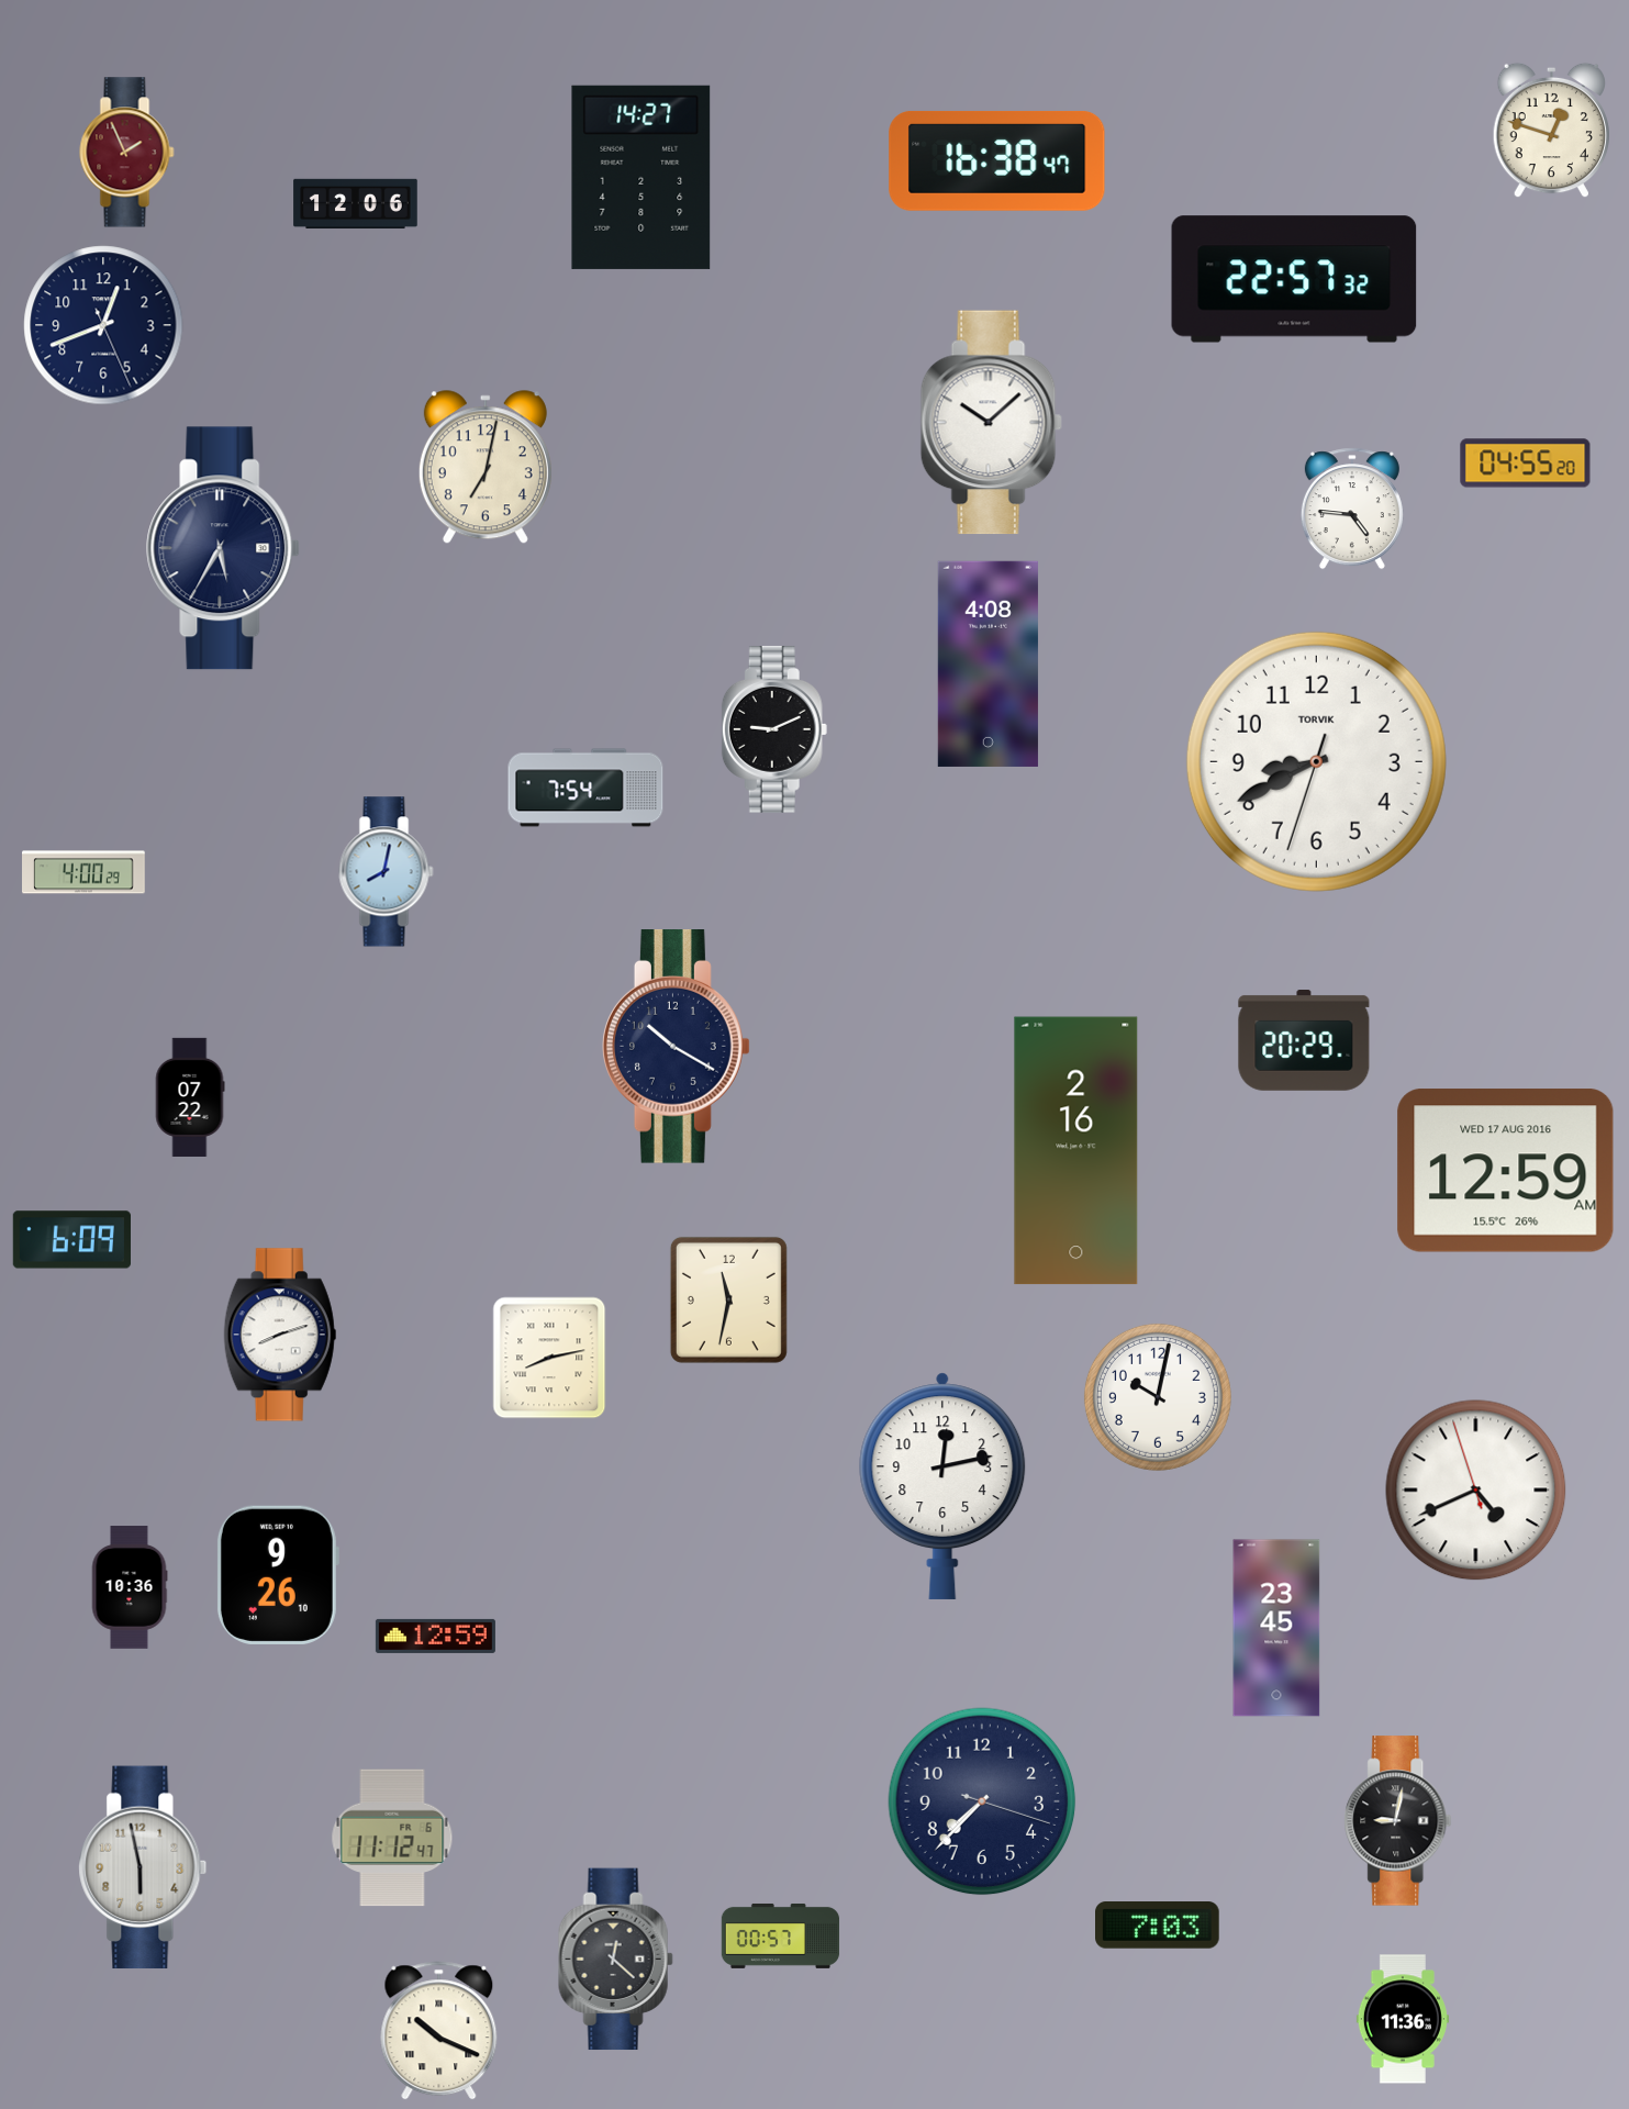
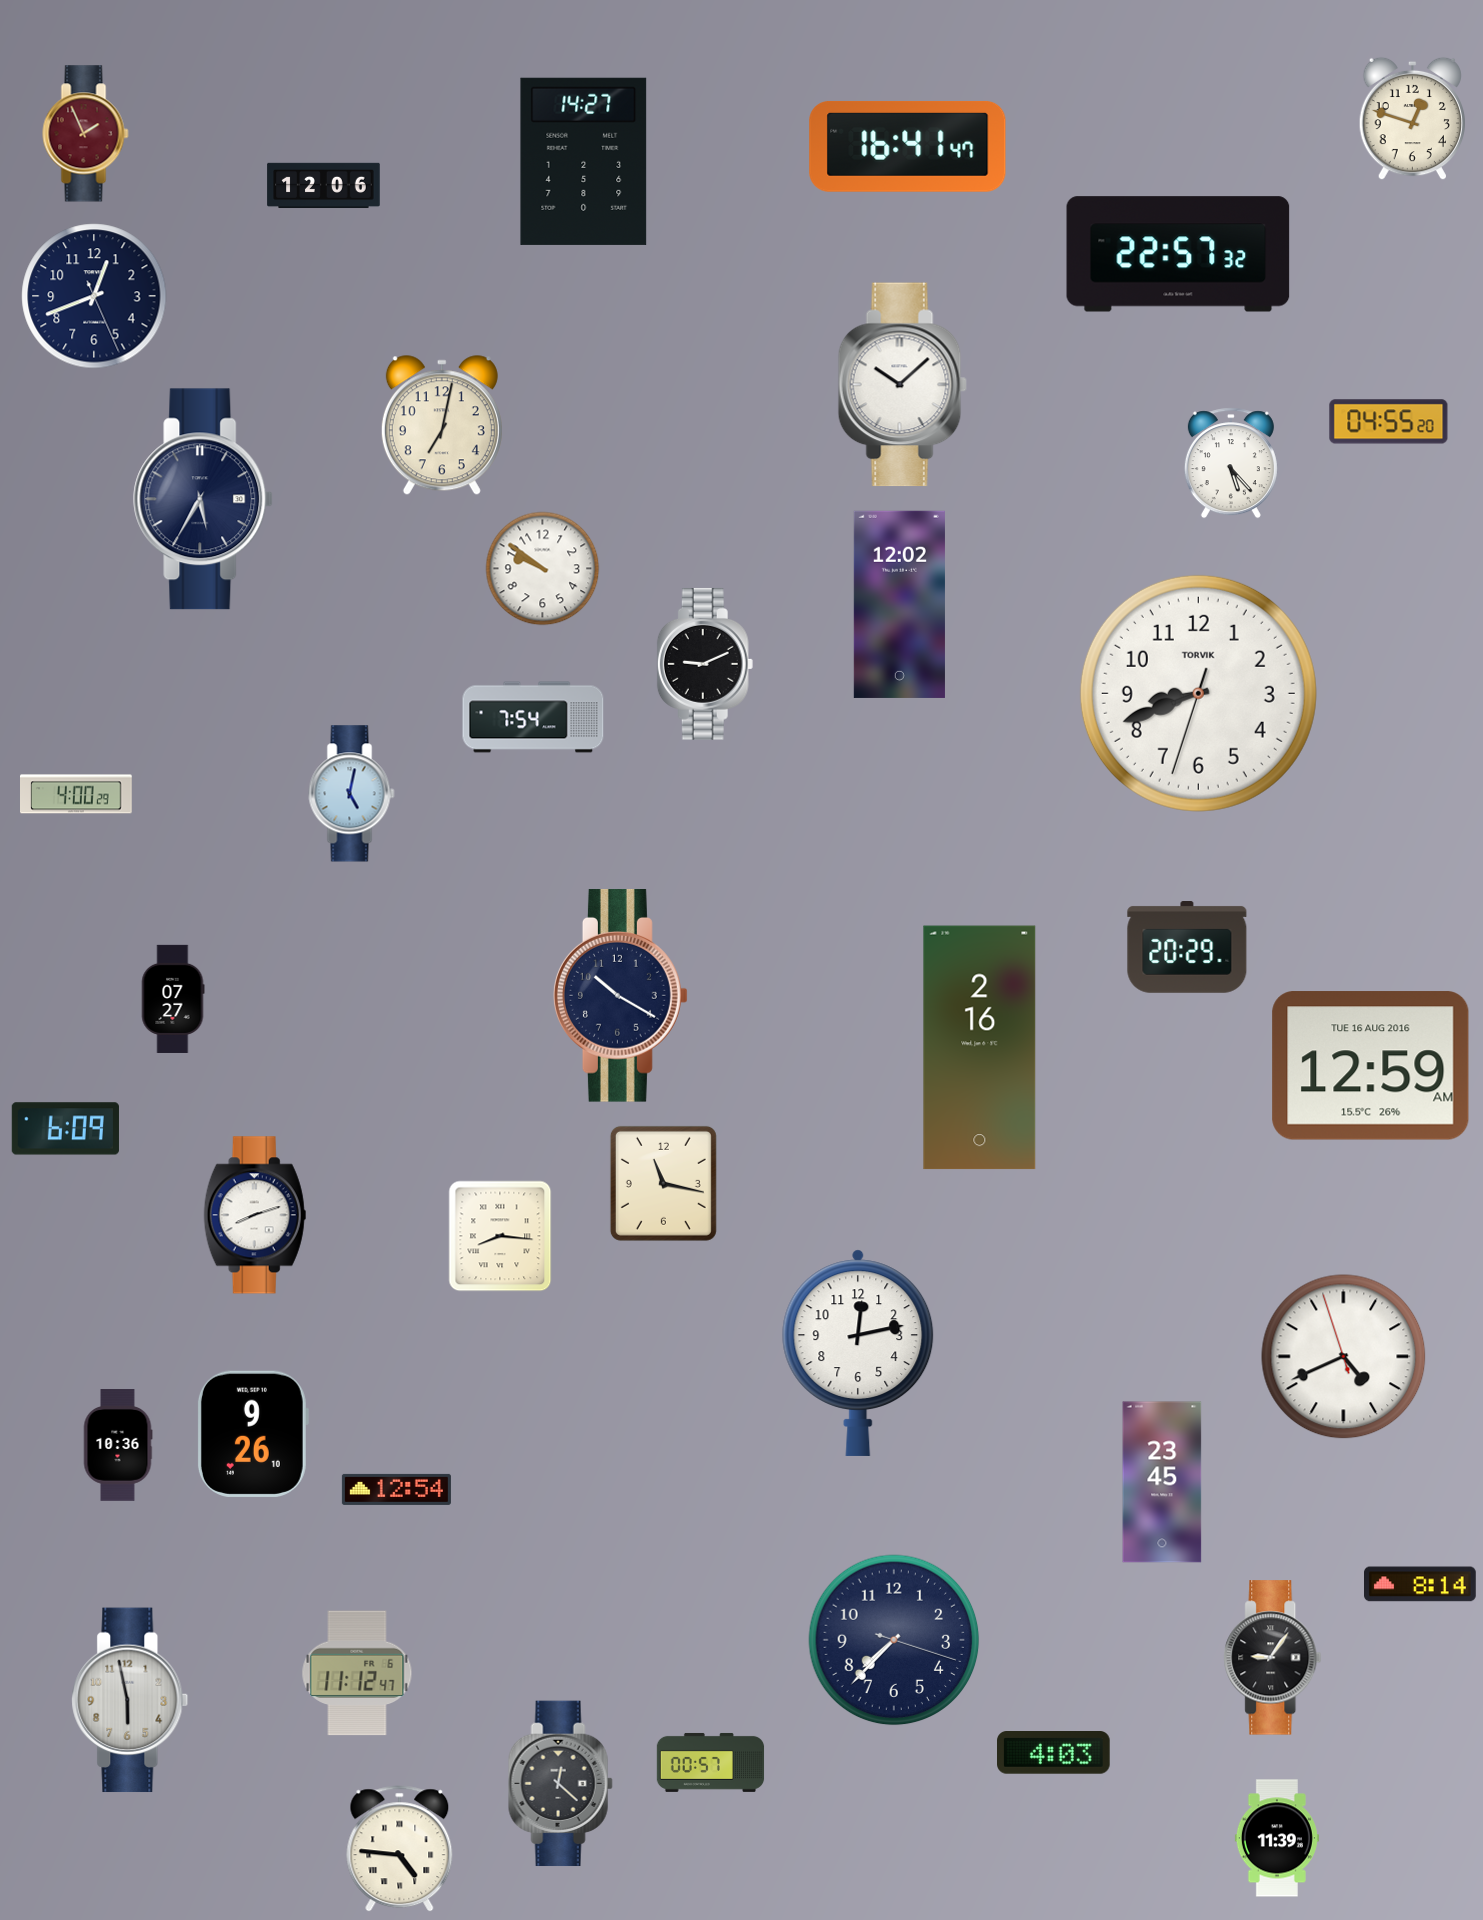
clock at (127, 153) position: (127, 153) -> (86, 134)
clock at (997, 160): 16:38 -> 16:41
clock at (1352, 509): 4:46 -> 5:23
clock at (543, 569): none -> 9:51
clock at (988, 663): 4:08 -> 12:02
clock at (1316, 761): 8:40 -> 8:41
clock at (387, 872): 8:02 -> 5:02
clock at (677, 1047) position: (677, 1047) -> (621, 996)
clock at (190, 1097): 07:22 -> 07:27
clock at (1506, 1171) date: WED 17 AUG 2016 -> TUE 16 AUG 2016
clock at (728, 1299): 11:32 -> 11:17
clock at (549, 1358): 8:13 -> 8:16
clock at (1158, 1397): 10:02 -> none
clock at (435, 1636): 12:59 -> 12:54
clock at (1421, 1584): none -> 8:14
clock at (1398, 1821): 9:02 -> 9:06
clock at (1158, 1926): 7:03 -> 4:03
clock at (1403, 2019): 11:36 -> 11:39
clock at (439, 2031): 10:19 -> 4:46
